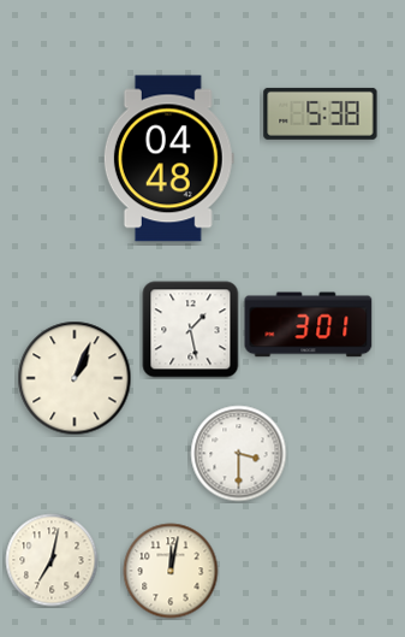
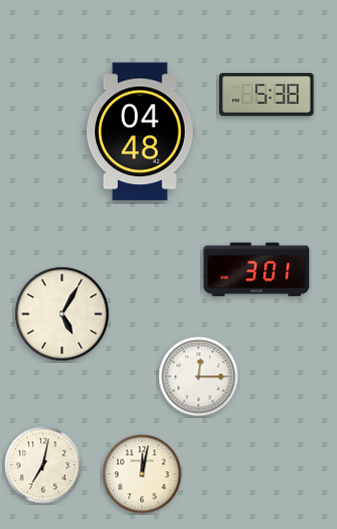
clock at (191, 330): 1:28 -> none
clock at (75, 378): 1:04 -> 5:05
clock at (239, 454): 3:30 -> 12:15
